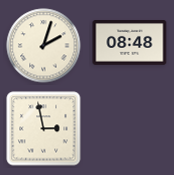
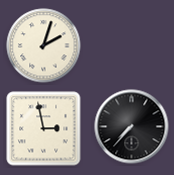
clock at (130, 43): 08:48 -> none
clock at (132, 127): none -> 7:37
